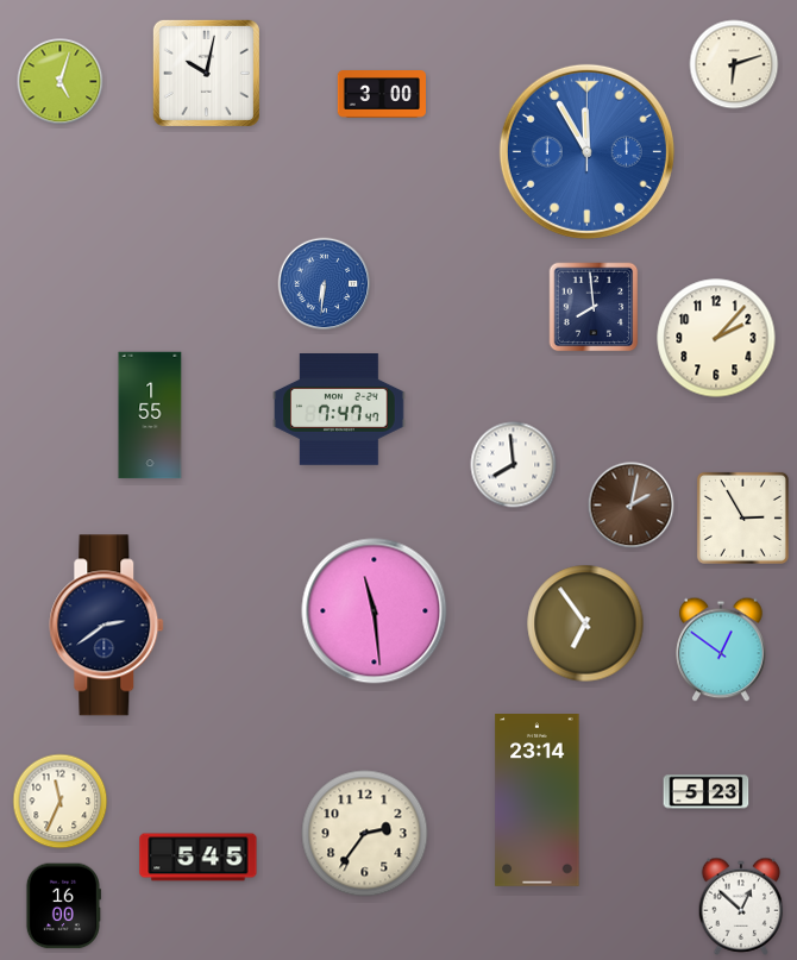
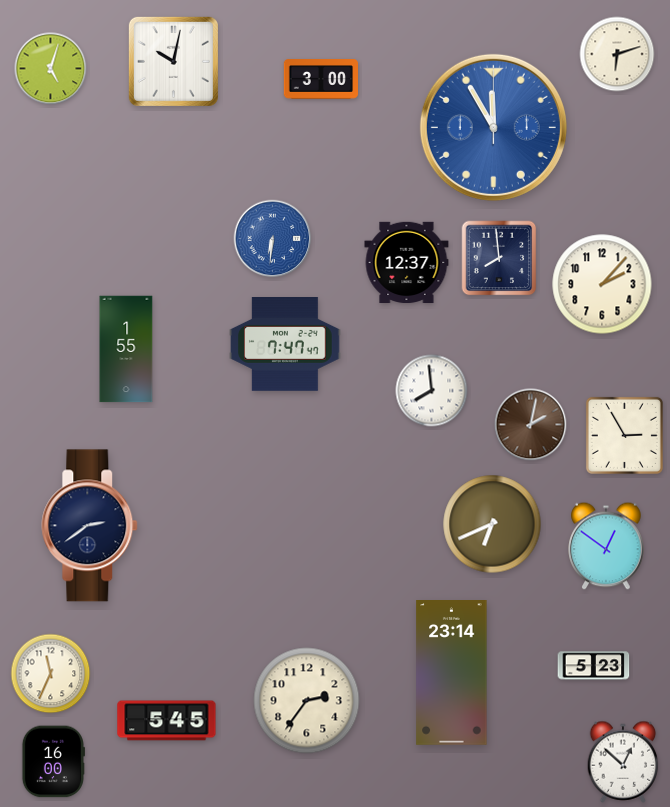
clock at (407, 263): none -> 12:37
clock at (375, 611): 11:29 -> none
clock at (585, 623): 6:54 -> 6:41
